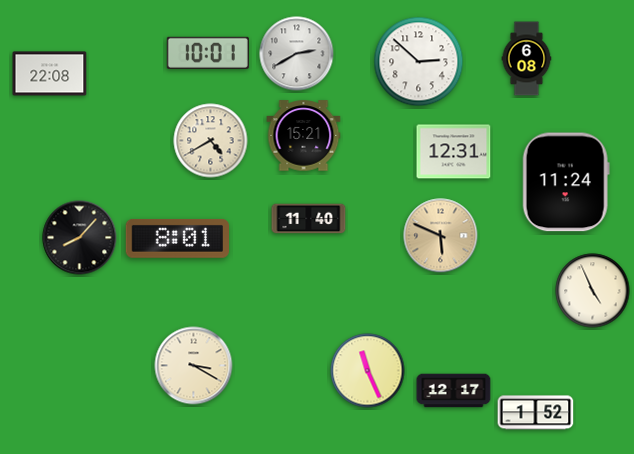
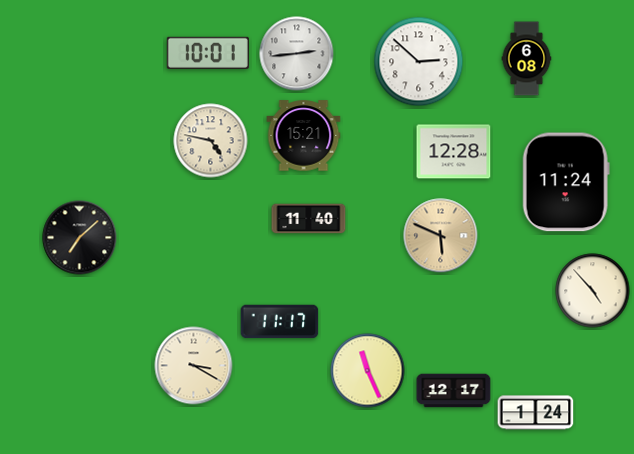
clock at (297, 54): 2:40 -> 2:44
clock at (50, 74): 22:08 -> none
clock at (211, 141): 4:40 -> 4:47
clock at (454, 152): 12:31 -> 12:28
clock at (80, 238): 8:07 -> 7:08
clock at (177, 238): 8:01 -> none
clock at (593, 291): 4:56 -> 4:53
clock at (280, 322): none -> 11:17
clock at (536, 413): 1:52 -> 1:24
